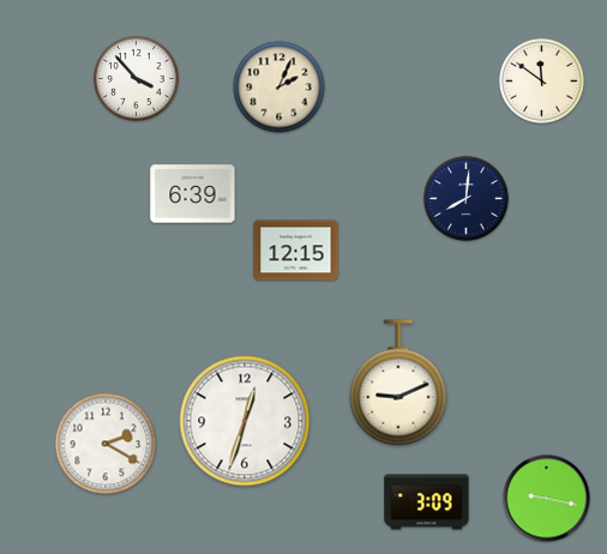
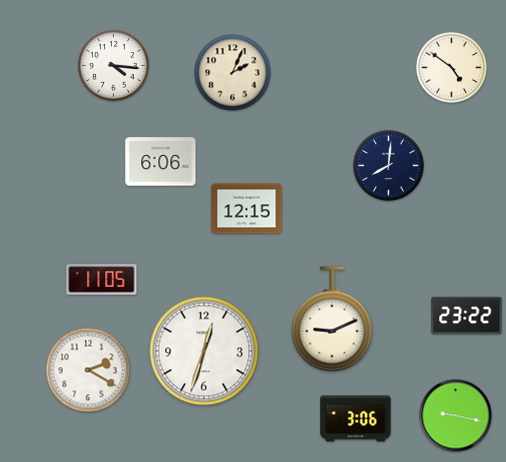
clock at (137, 79): 3:53 -> 4:16
clock at (542, 82): 11:51 -> 4:51
clock at (193, 194): 6:39 -> 6:06
clock at (102, 280): none -> 11:05
clock at (467, 316): none -> 23:22
clock at (427, 502): 3:09 -> 3:06
